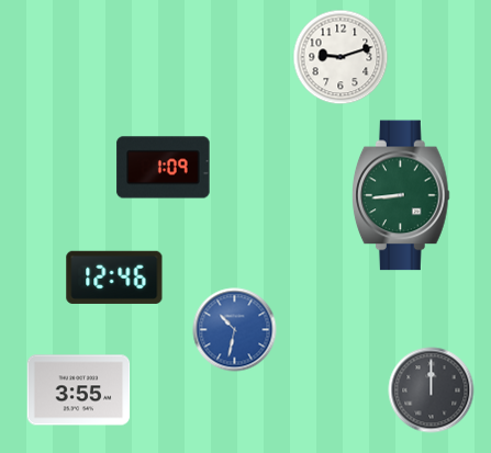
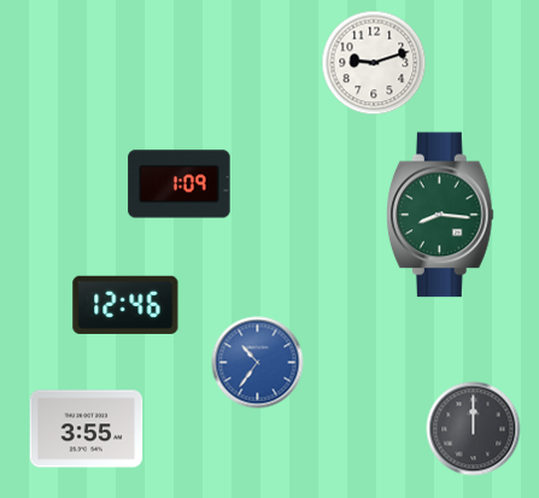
clock at (402, 195): 8:44 -> 8:16
clock at (235, 330): 10:32 -> 10:36
